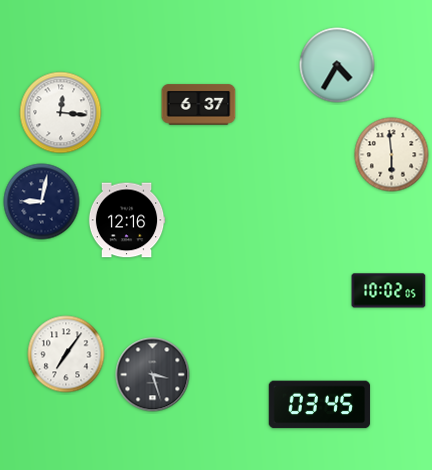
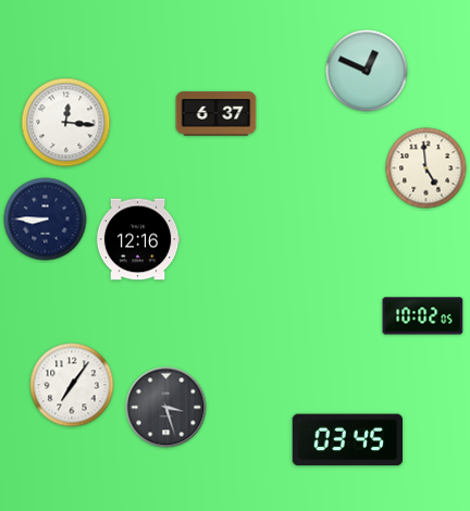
clock at (337, 65): 4:35 -> 12:49
clock at (392, 155): 5:59 -> 4:59
clock at (42, 202): 9:02 -> 8:45
